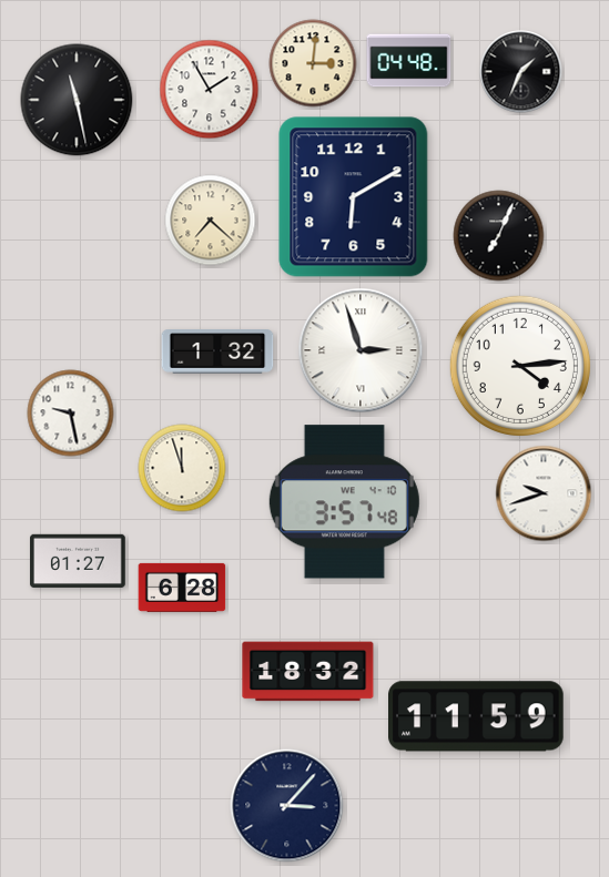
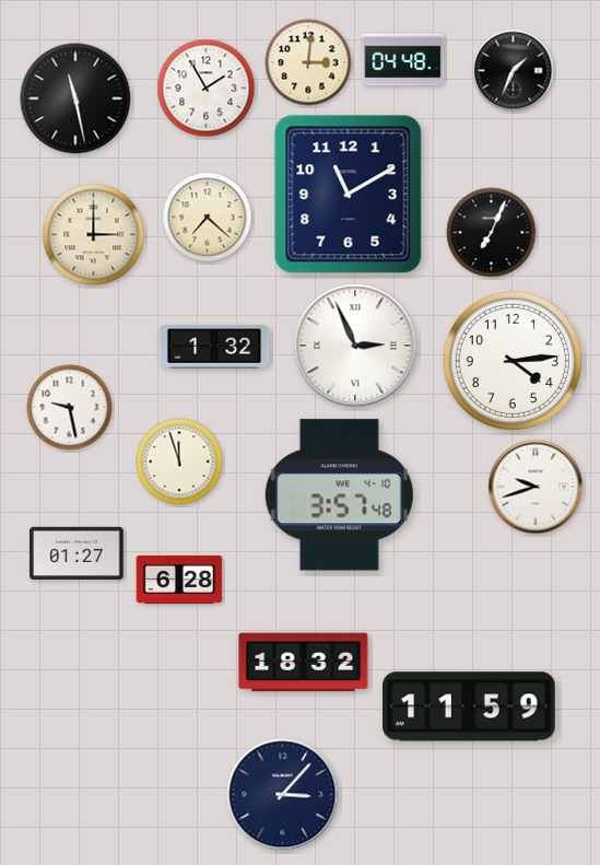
clock at (354, 197): 6:10 -> 11:10
clock at (94, 235): none -> 3:00
clock at (361, 350): 2:57 -> 2:56
